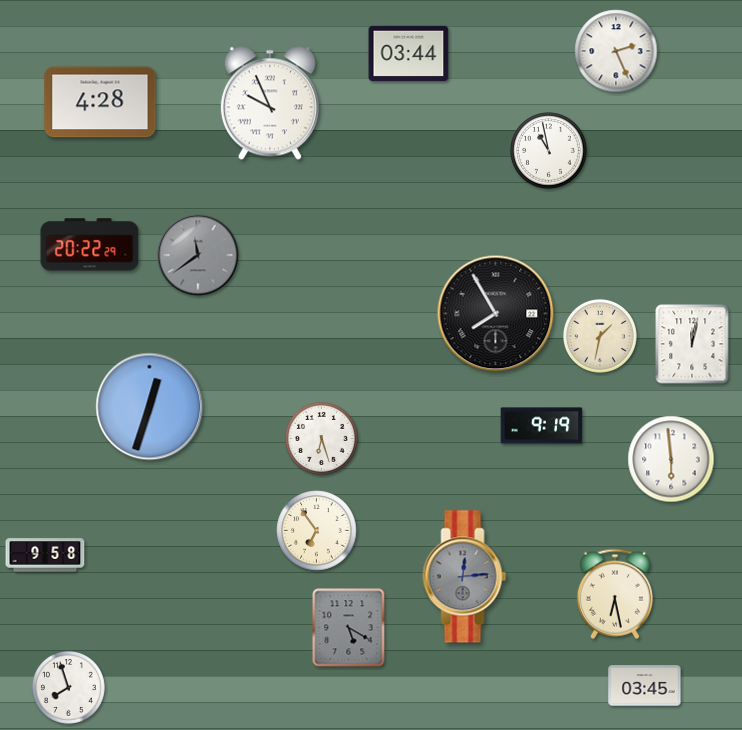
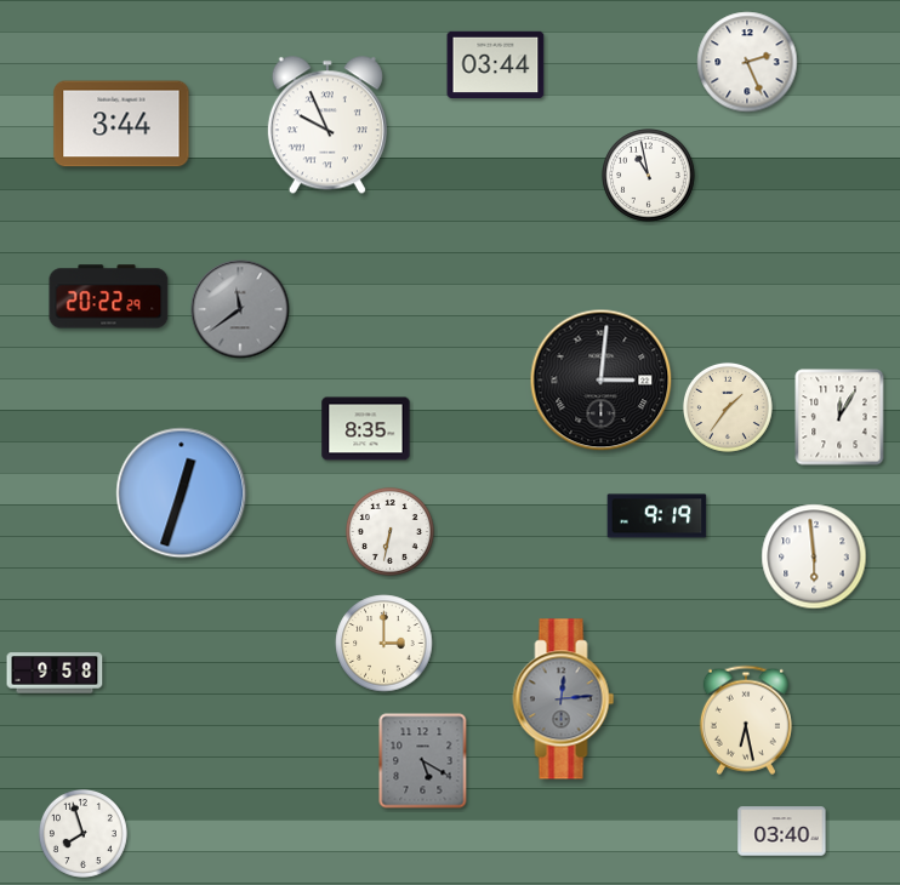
clock at (100, 102): 4:28 -> 3:44
clock at (549, 151) position: (549, 151) -> (649, 176)
clock at (496, 314): 7:55 -> 3:01
clock at (600, 336): 1:32 -> 1:36
clock at (692, 344): 12:02 -> 12:05
clock at (366, 429): none -> 8:35
clock at (321, 438): 6:27 -> 6:32
clock at (317, 531): 6:54 -> 3:00
clock at (645, 686): 03:45 -> 03:40
